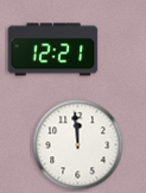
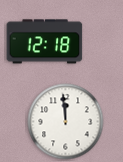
clock at (53, 50): 12:21 -> 12:18
